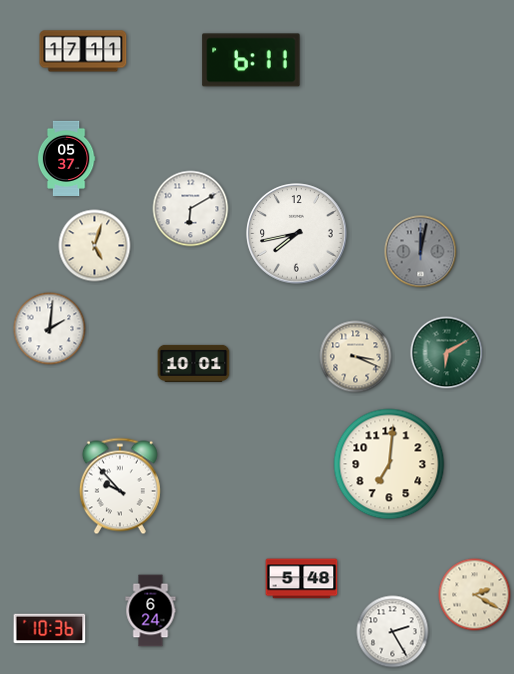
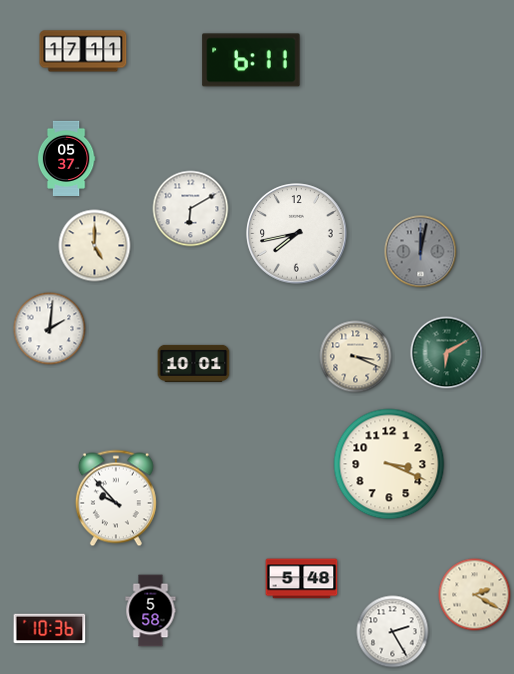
clock at (95, 246): 5:03 -> 5:00
clock at (389, 464): 7:01 -> 3:19
clock at (120, 486) position: (120, 486) -> (116, 498)
clock at (151, 611): 6:24 -> 5:58
